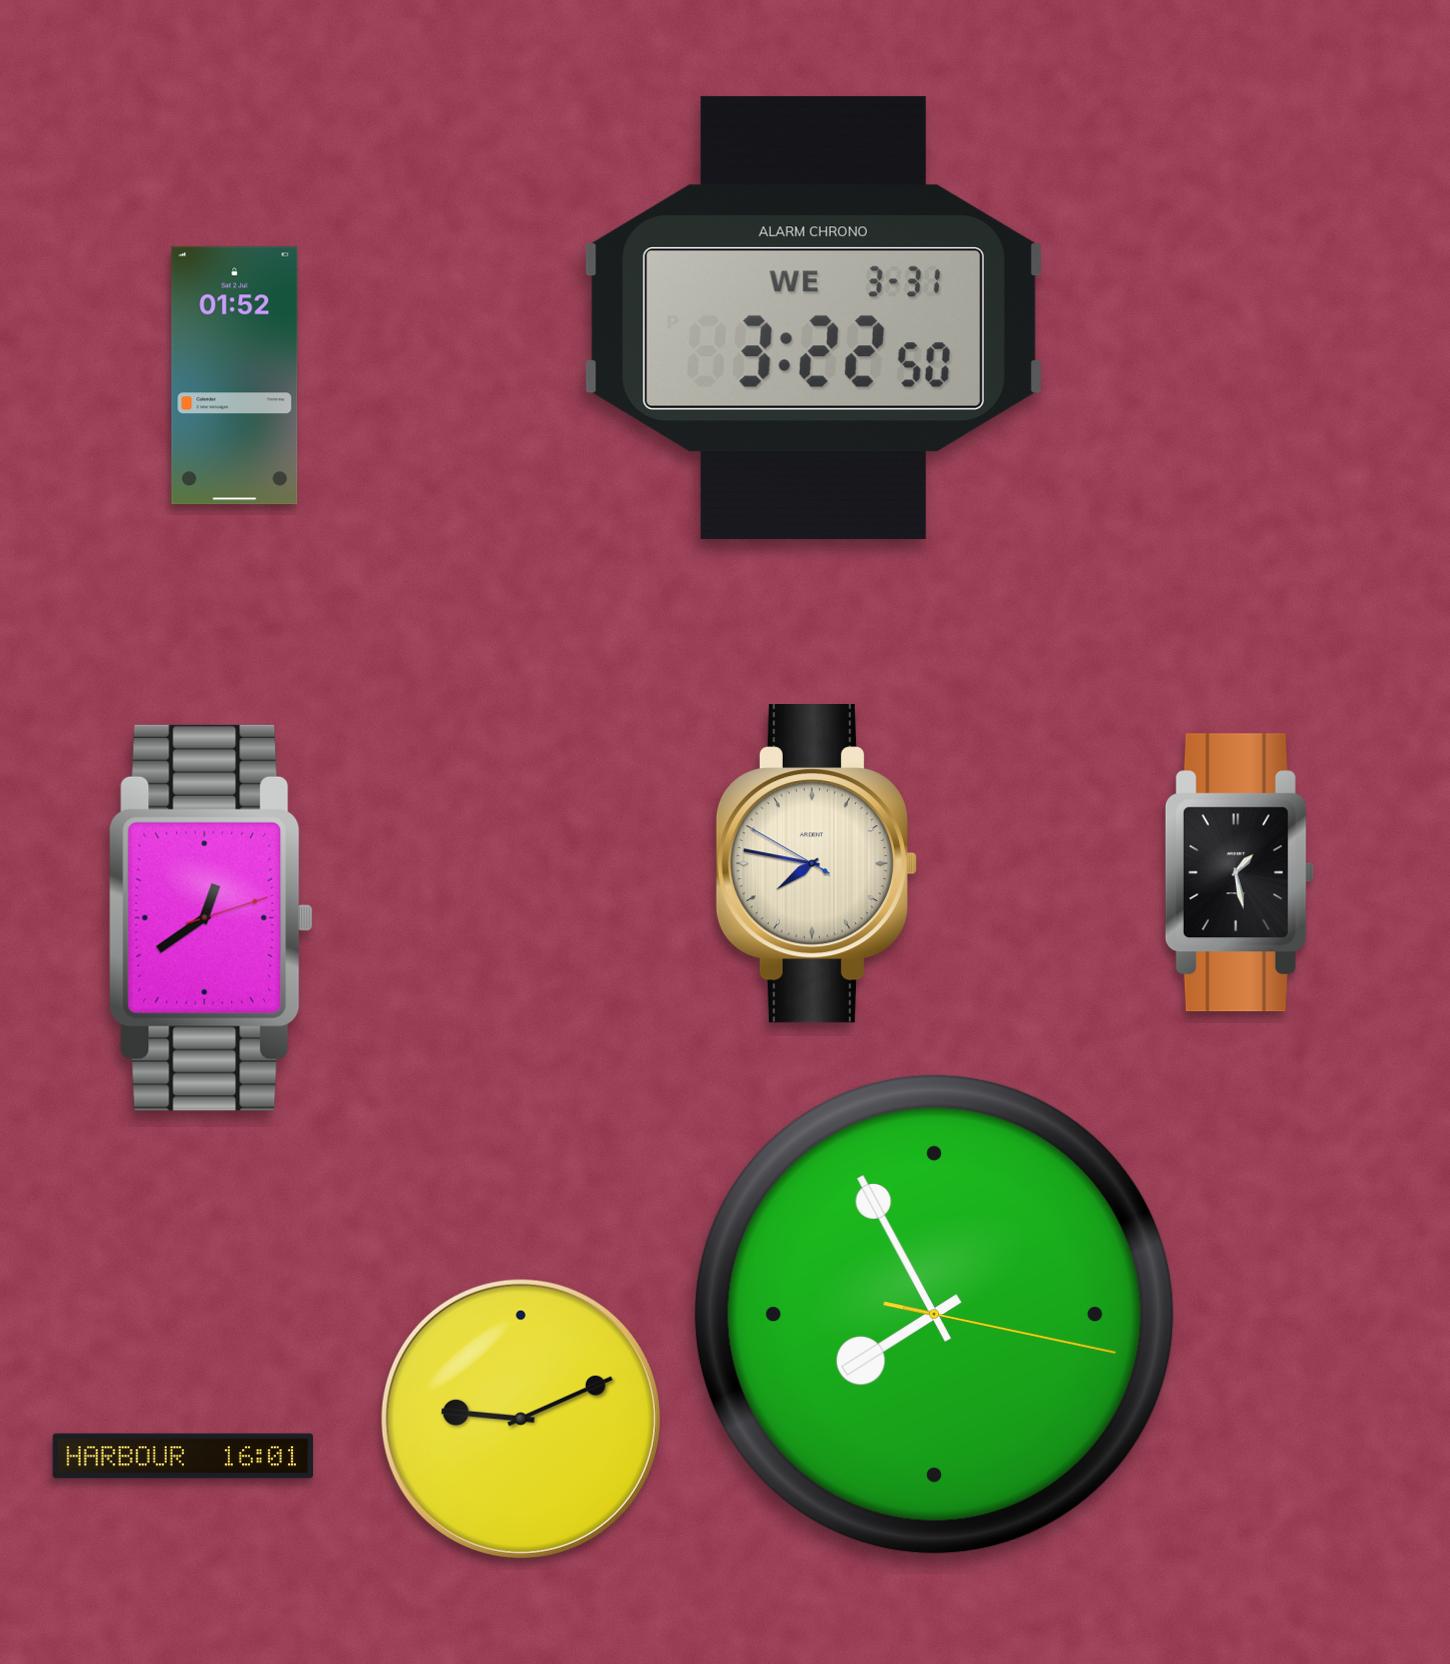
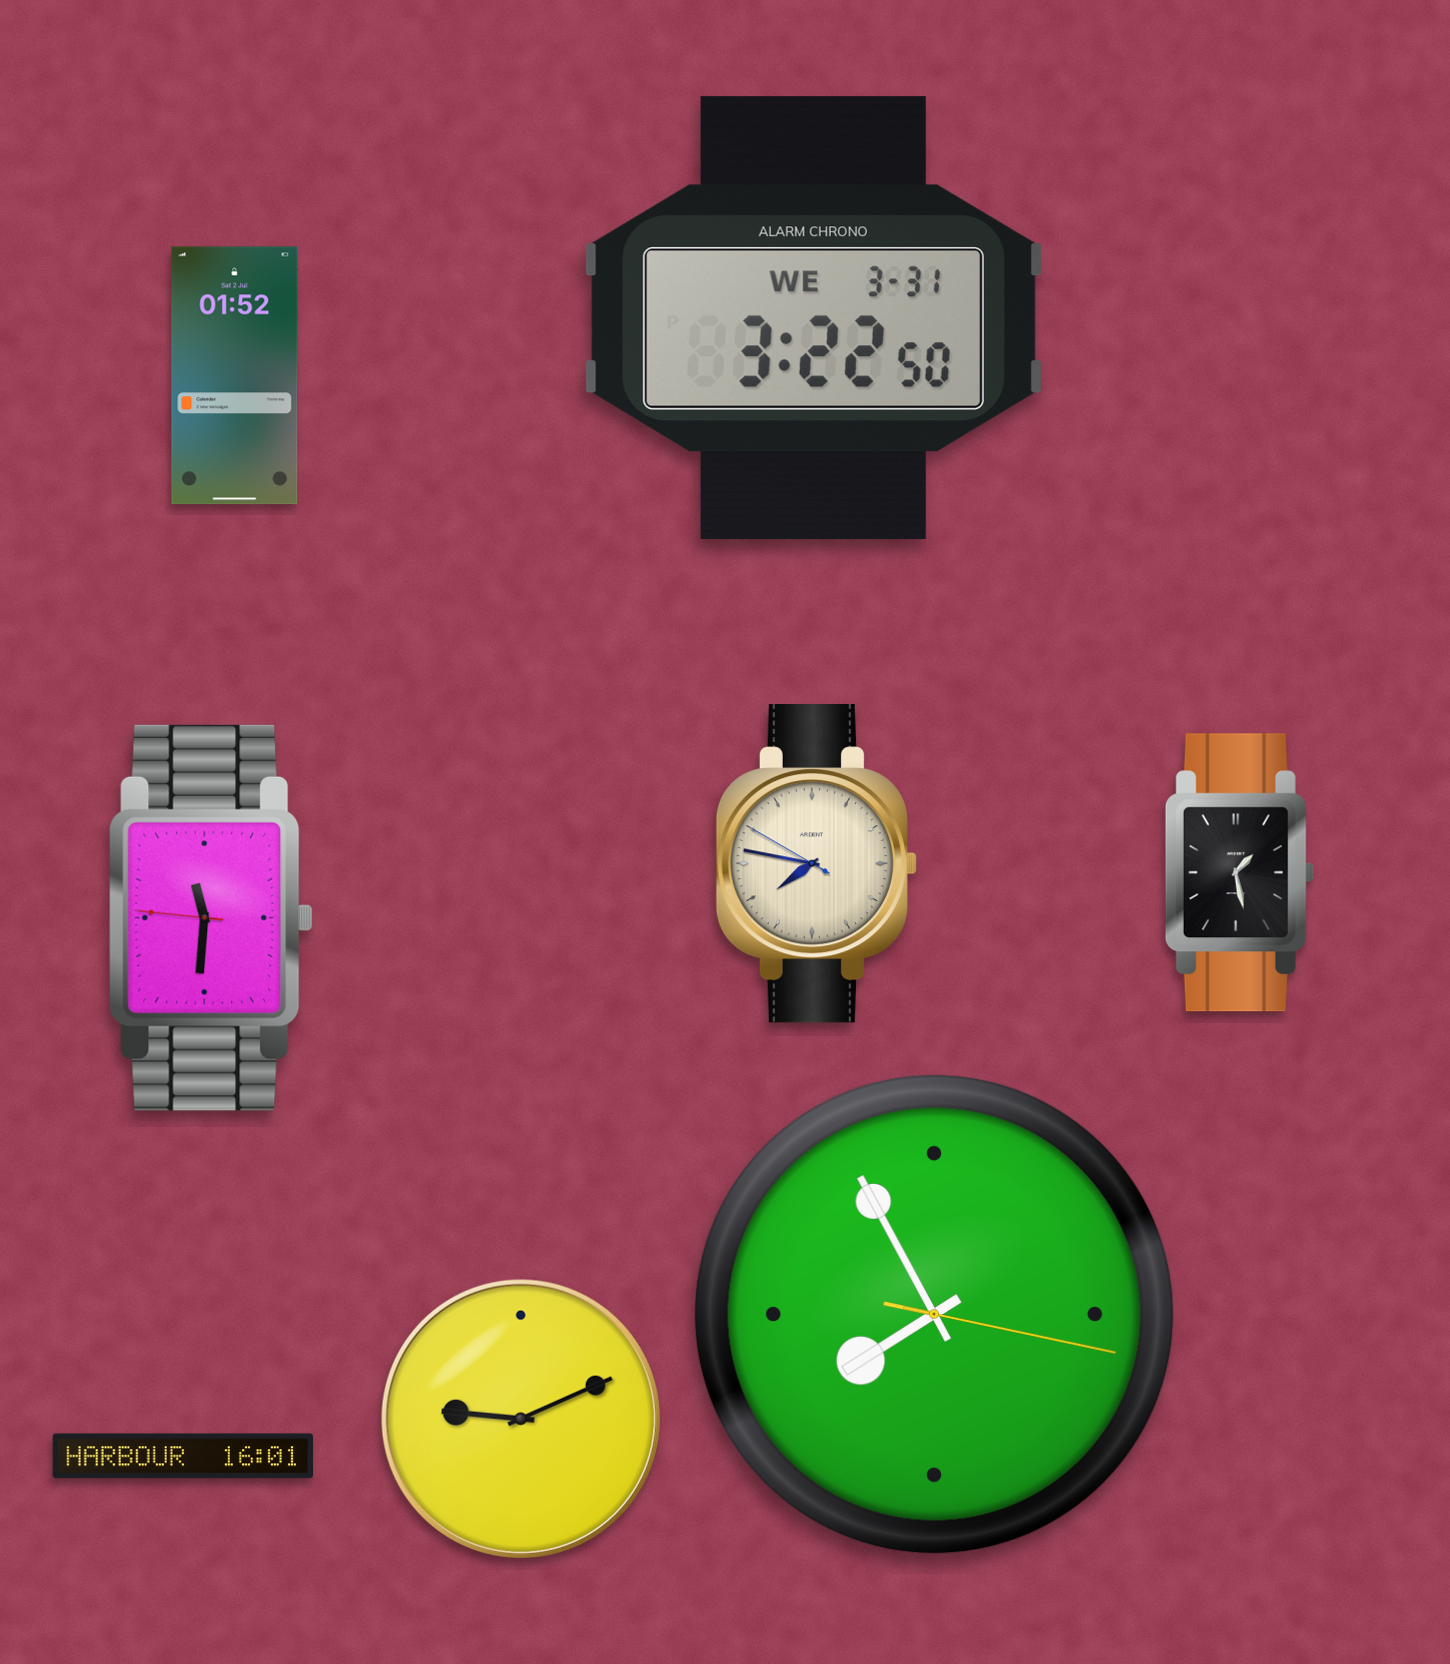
clock at (211, 918): 12:39 -> 11:30
